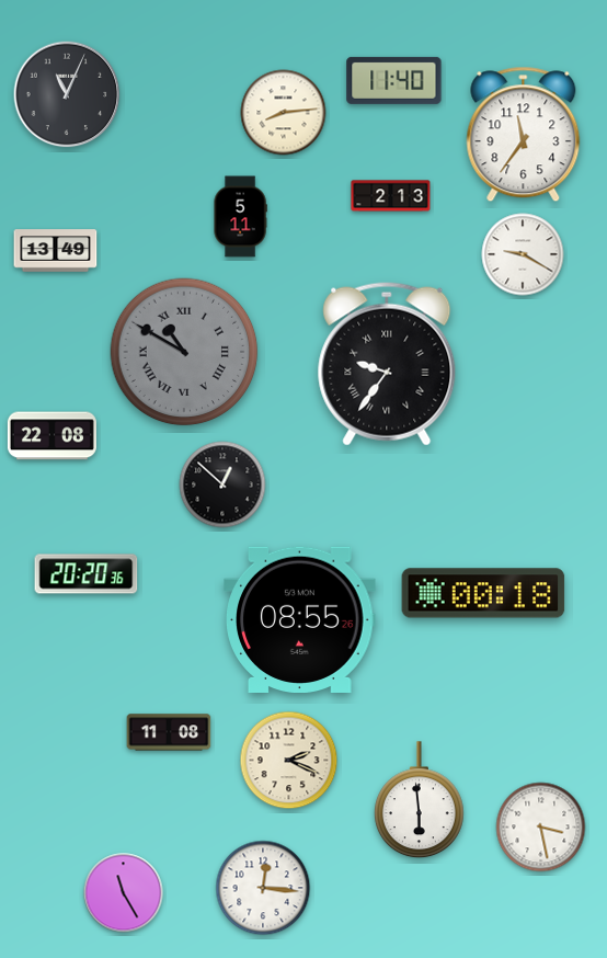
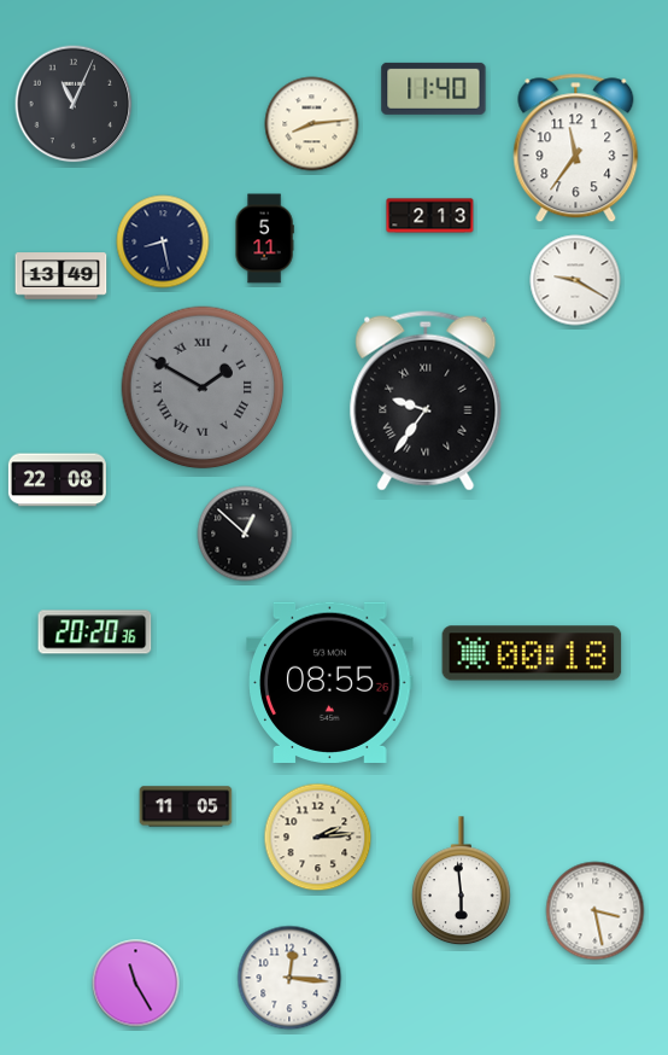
clock at (163, 241): none -> 8:28
clock at (184, 352): 10:50 -> 1:50
clock at (169, 732): 11:08 -> 11:05
clock at (289, 761): 2:19 -> 2:14
